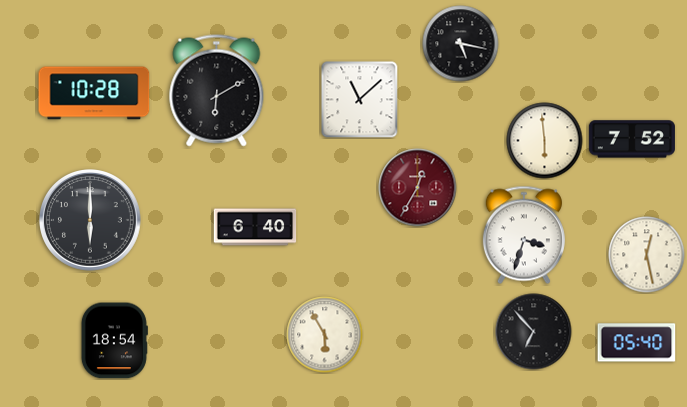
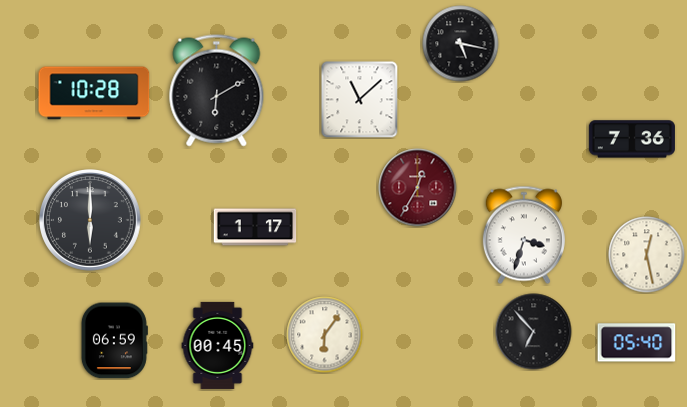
clock at (632, 139): 7:52 -> 7:36
clock at (545, 141): 5:59 -> none
clock at (255, 227): 6:40 -> 1:17
clock at (325, 335): 5:55 -> 6:06
clock at (114, 341): 18:54 -> 06:59
clock at (218, 345): none -> 00:45
